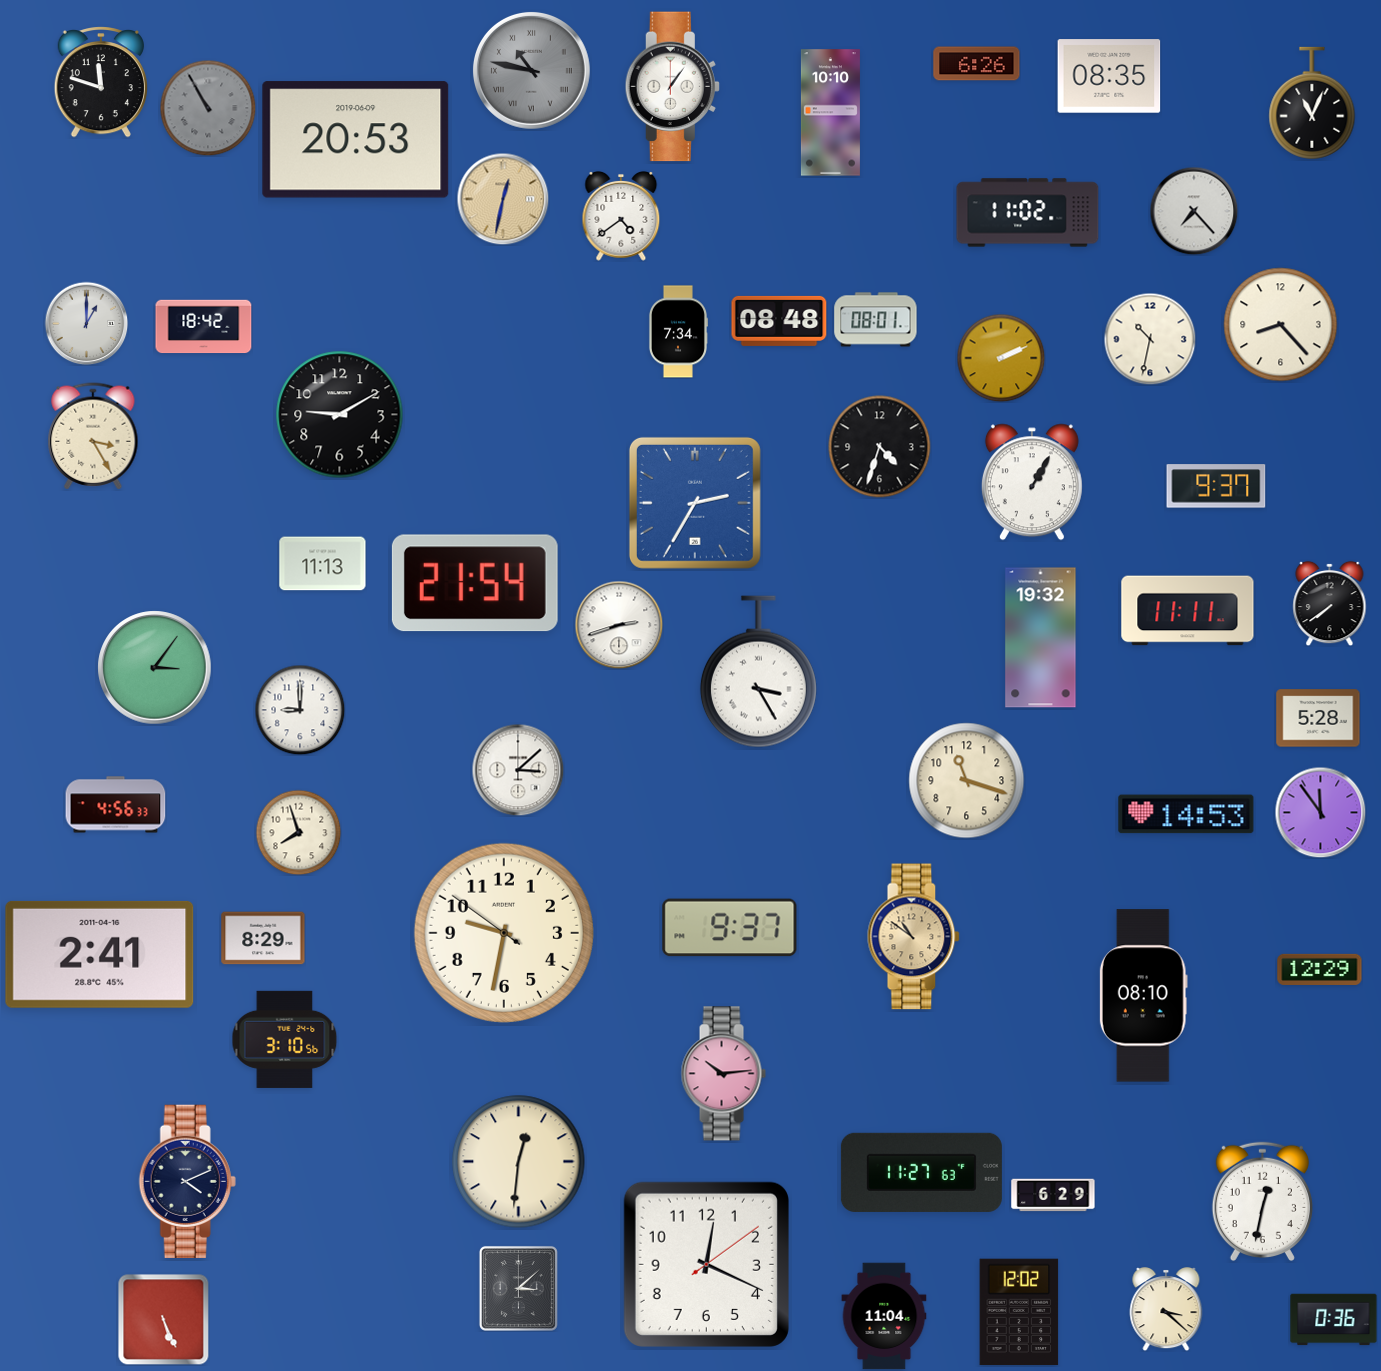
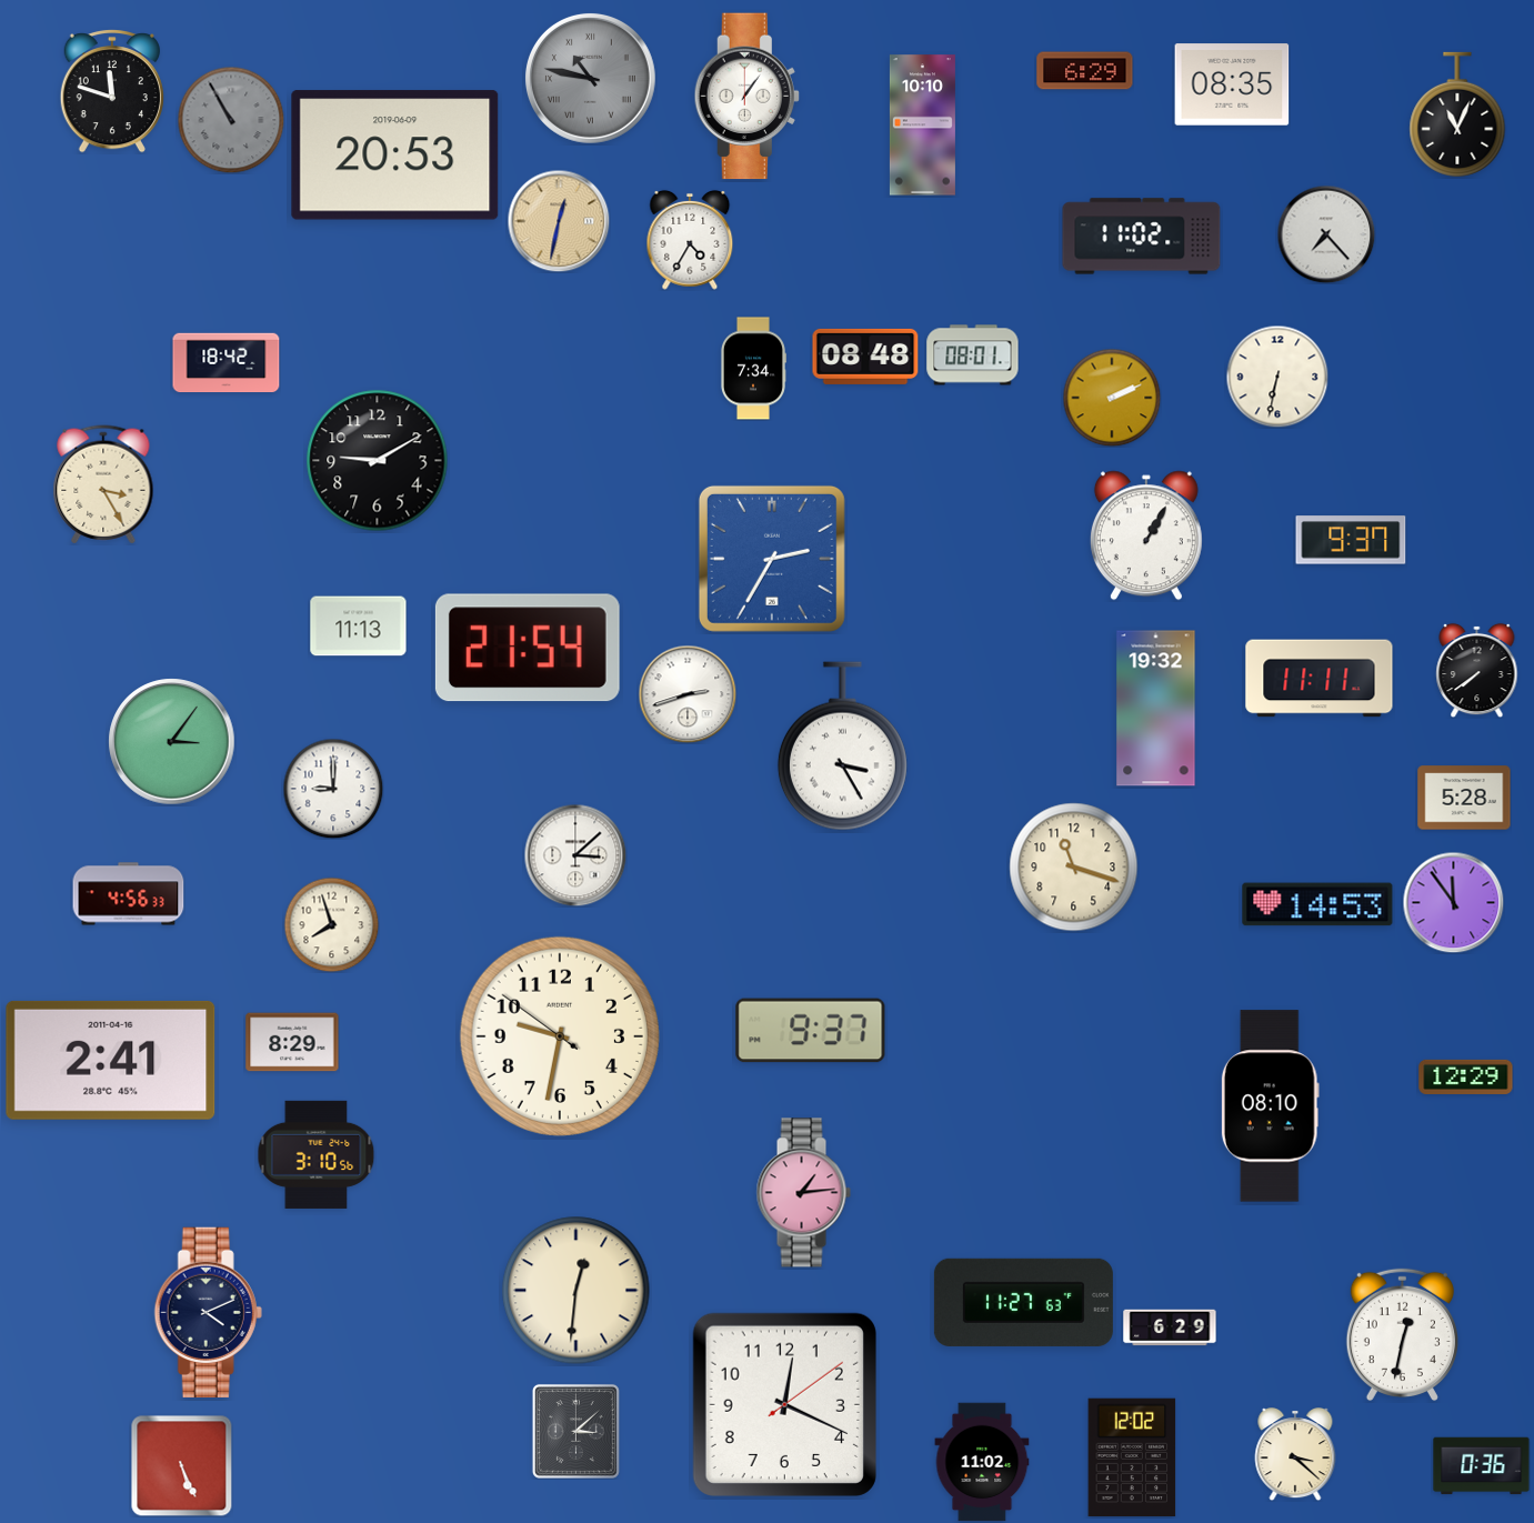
clock at (977, 64): 6:26 -> 6:29
clock at (621, 216): 4:39 -> 4:35
clock at (86, 323): 1:00 -> none
clock at (1281, 325): 8:23 -> none
clock at (1150, 339): 10:32 -> 6:32
clock at (880, 447): 4:33 -> none
clock at (1320, 812) position: (1320, 812) -> (1453, 902)
clock at (914, 937): 10:51 -> none
clock at (723, 1074): 10:14 -> 1:14
clock at (884, 1316): 11:04 -> 11:02
